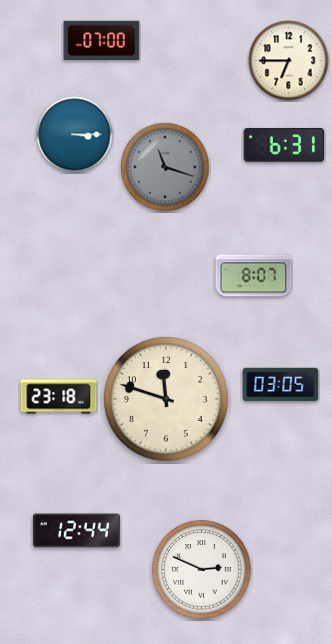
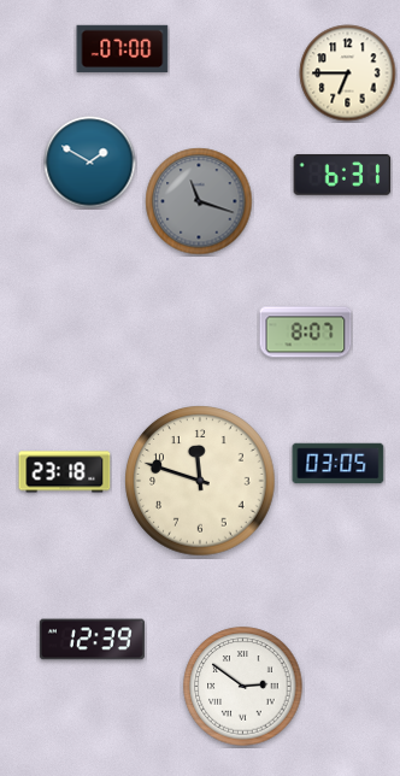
clock at (75, 135): 3:15 -> 1:50
clock at (59, 397) position: (59, 397) -> (65, 472)
clock at (76, 531): 12:44 -> 12:39
clock at (202, 570): 2:49 -> 2:51
